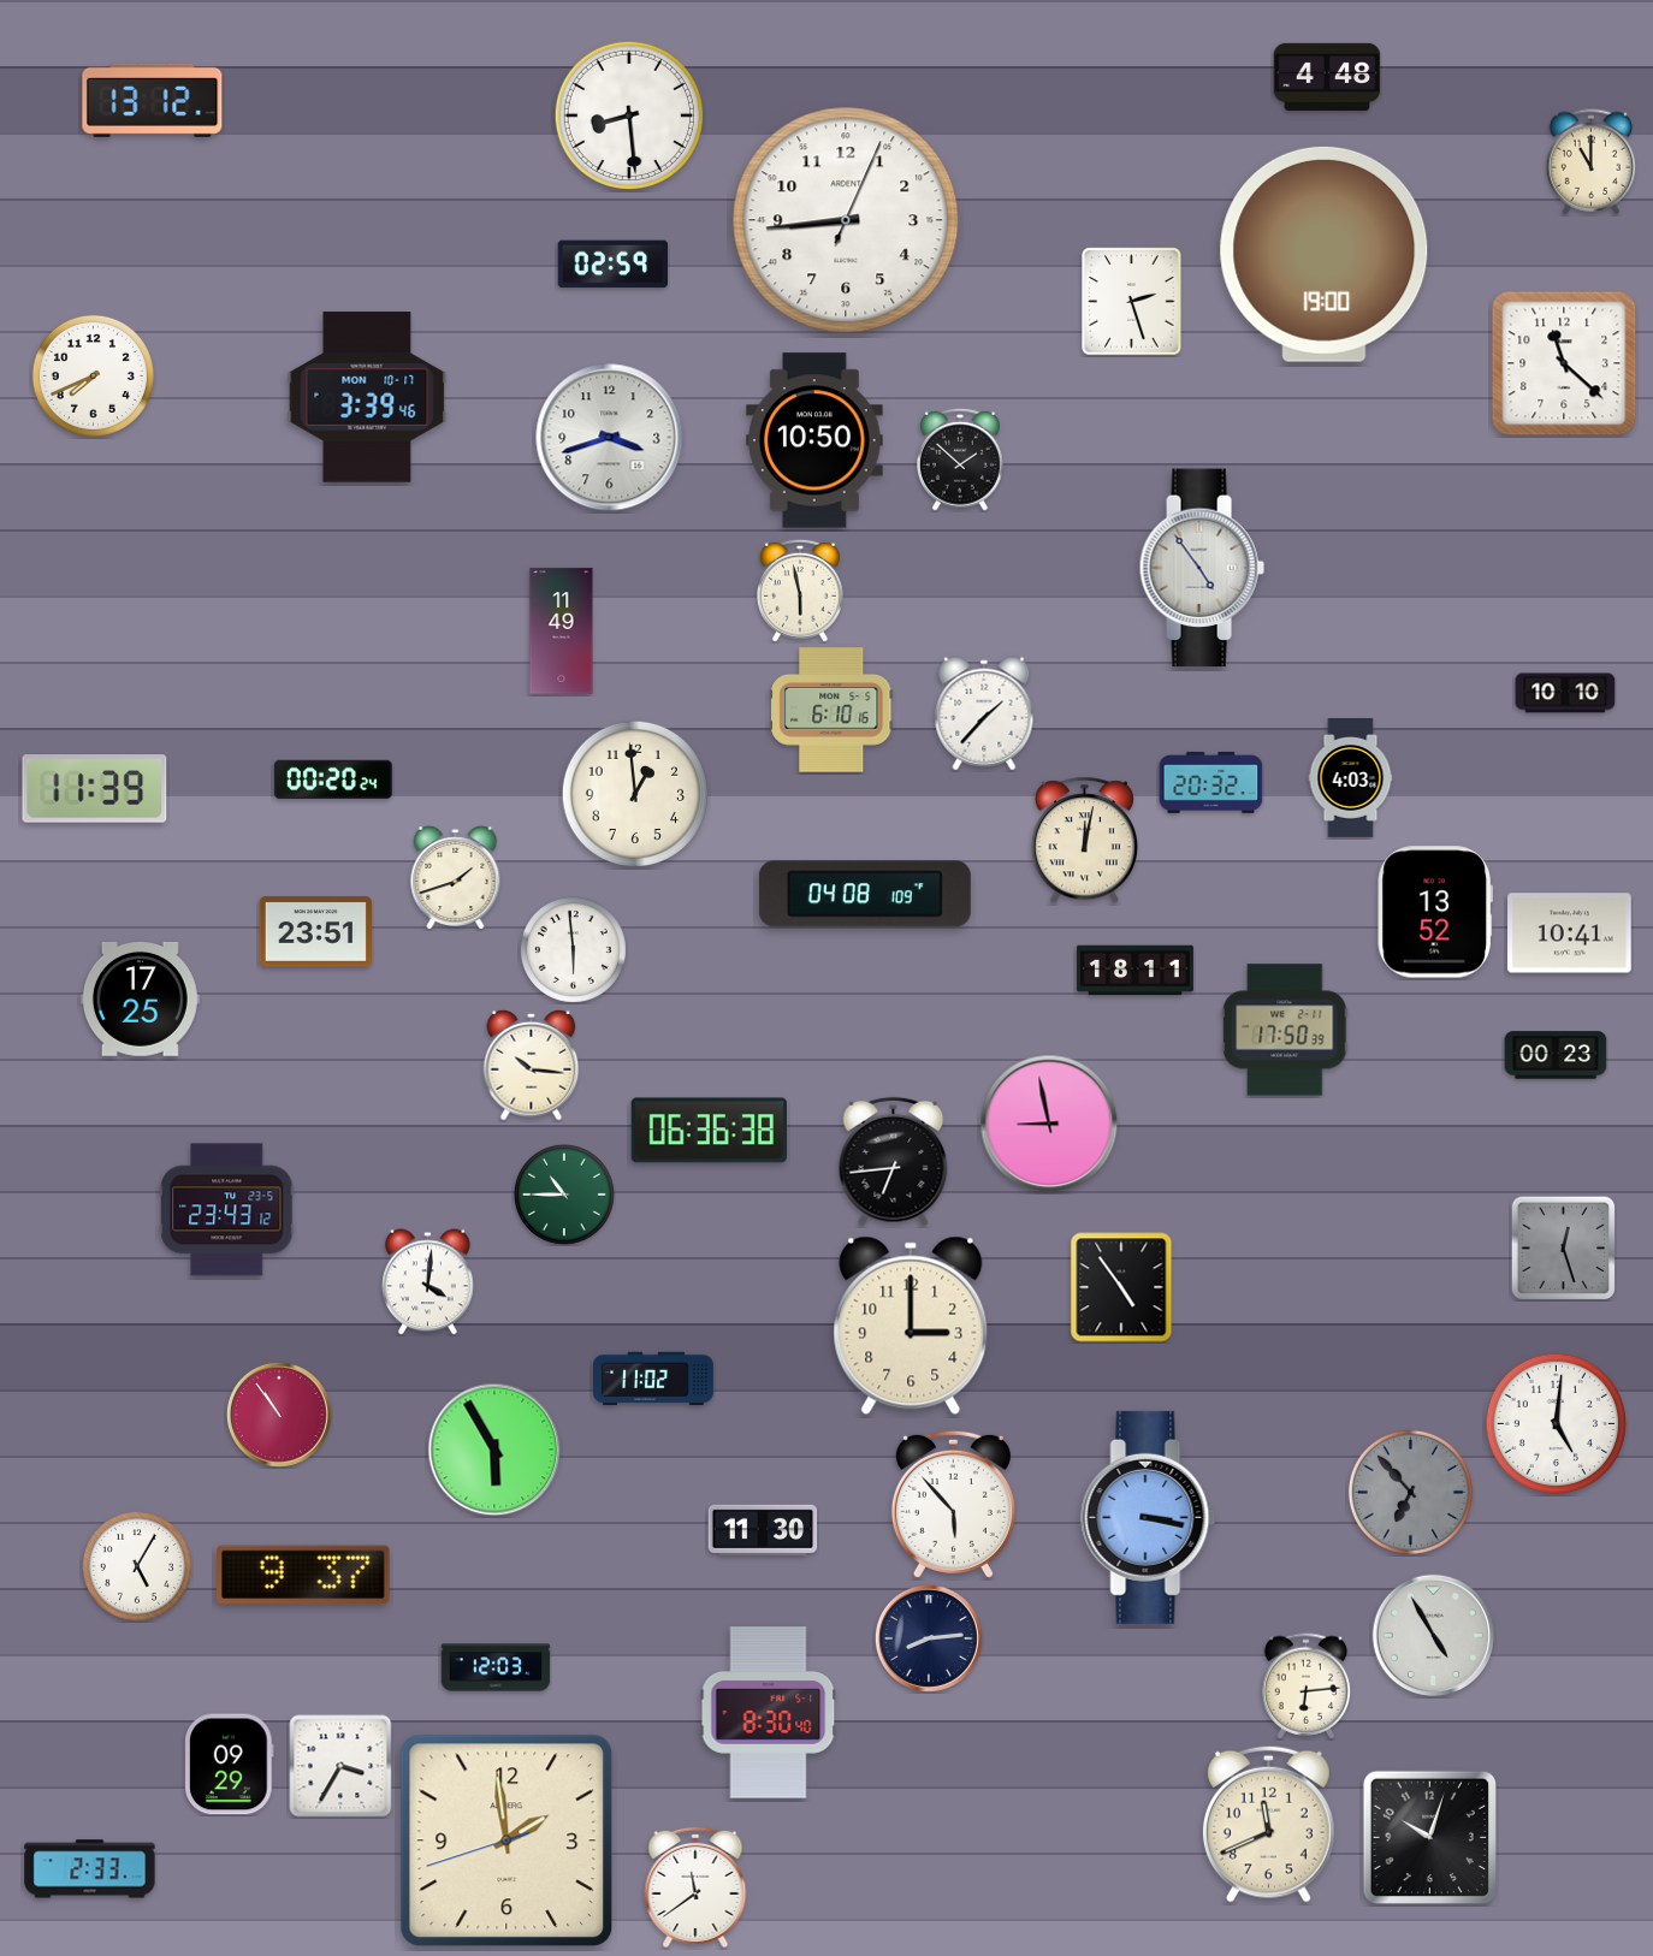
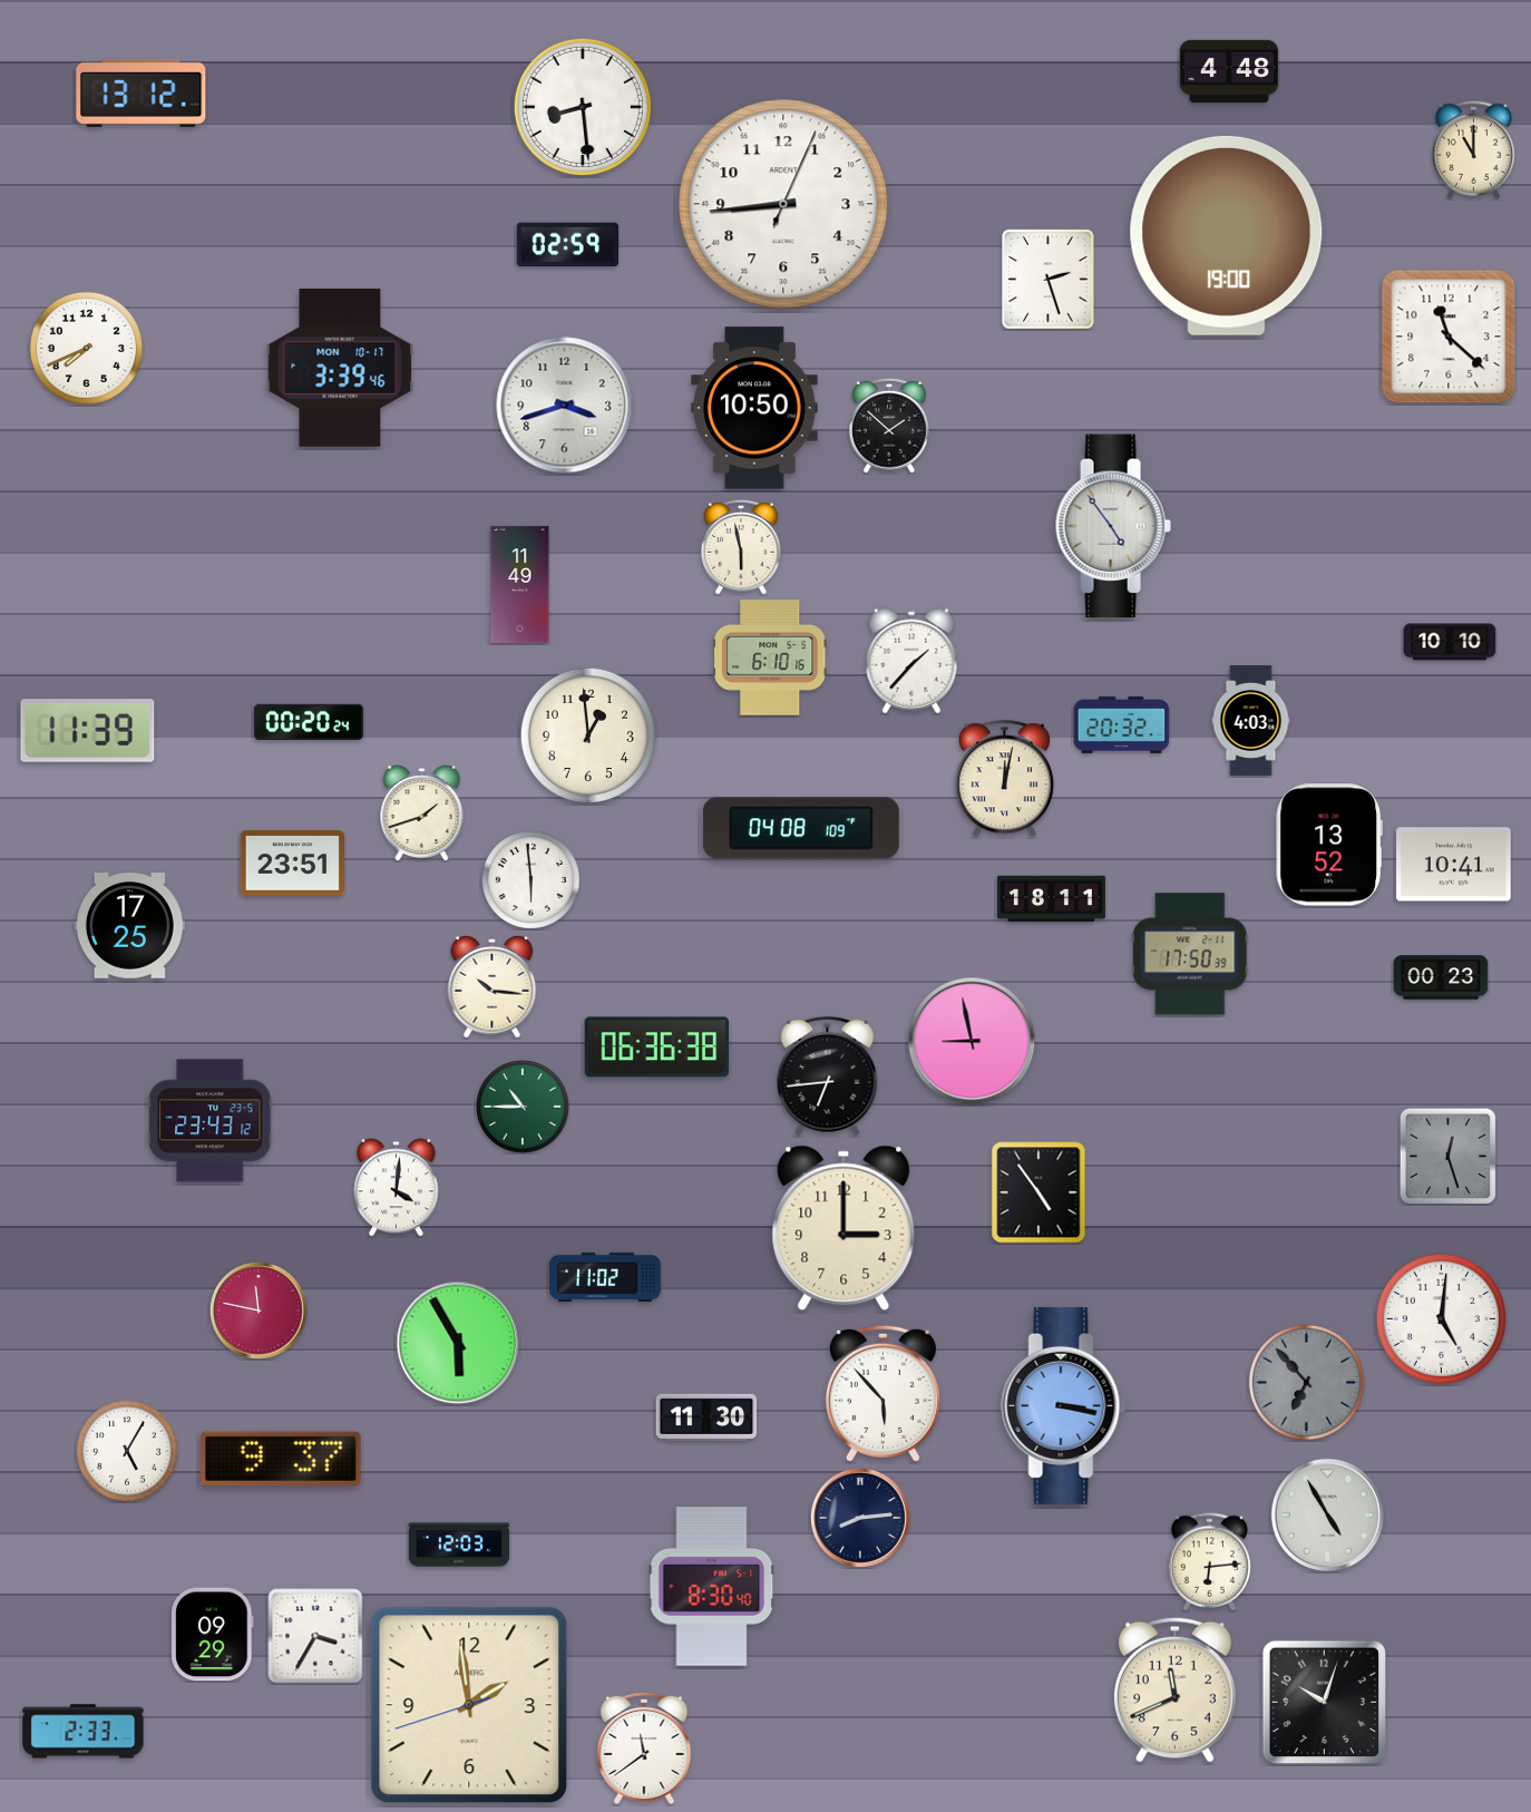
clock at (279, 1415): 10:54 -> 11:47
